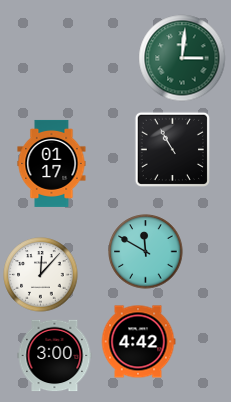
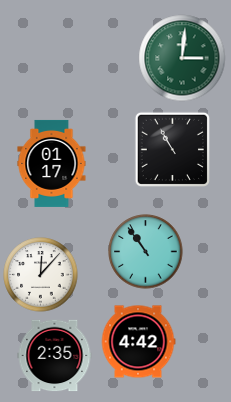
clock at (146, 252): 11:50 -> 10:54
clock at (55, 356): 3:00 -> 2:35
